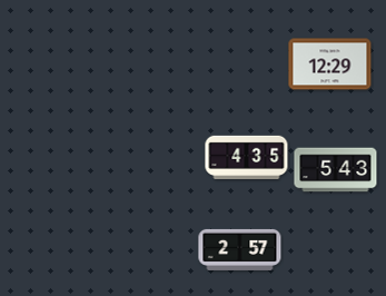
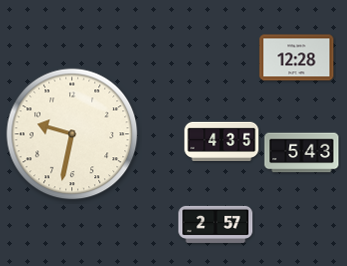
clock at (330, 65): 12:29 -> 12:28
clock at (72, 134): none -> 9:32
